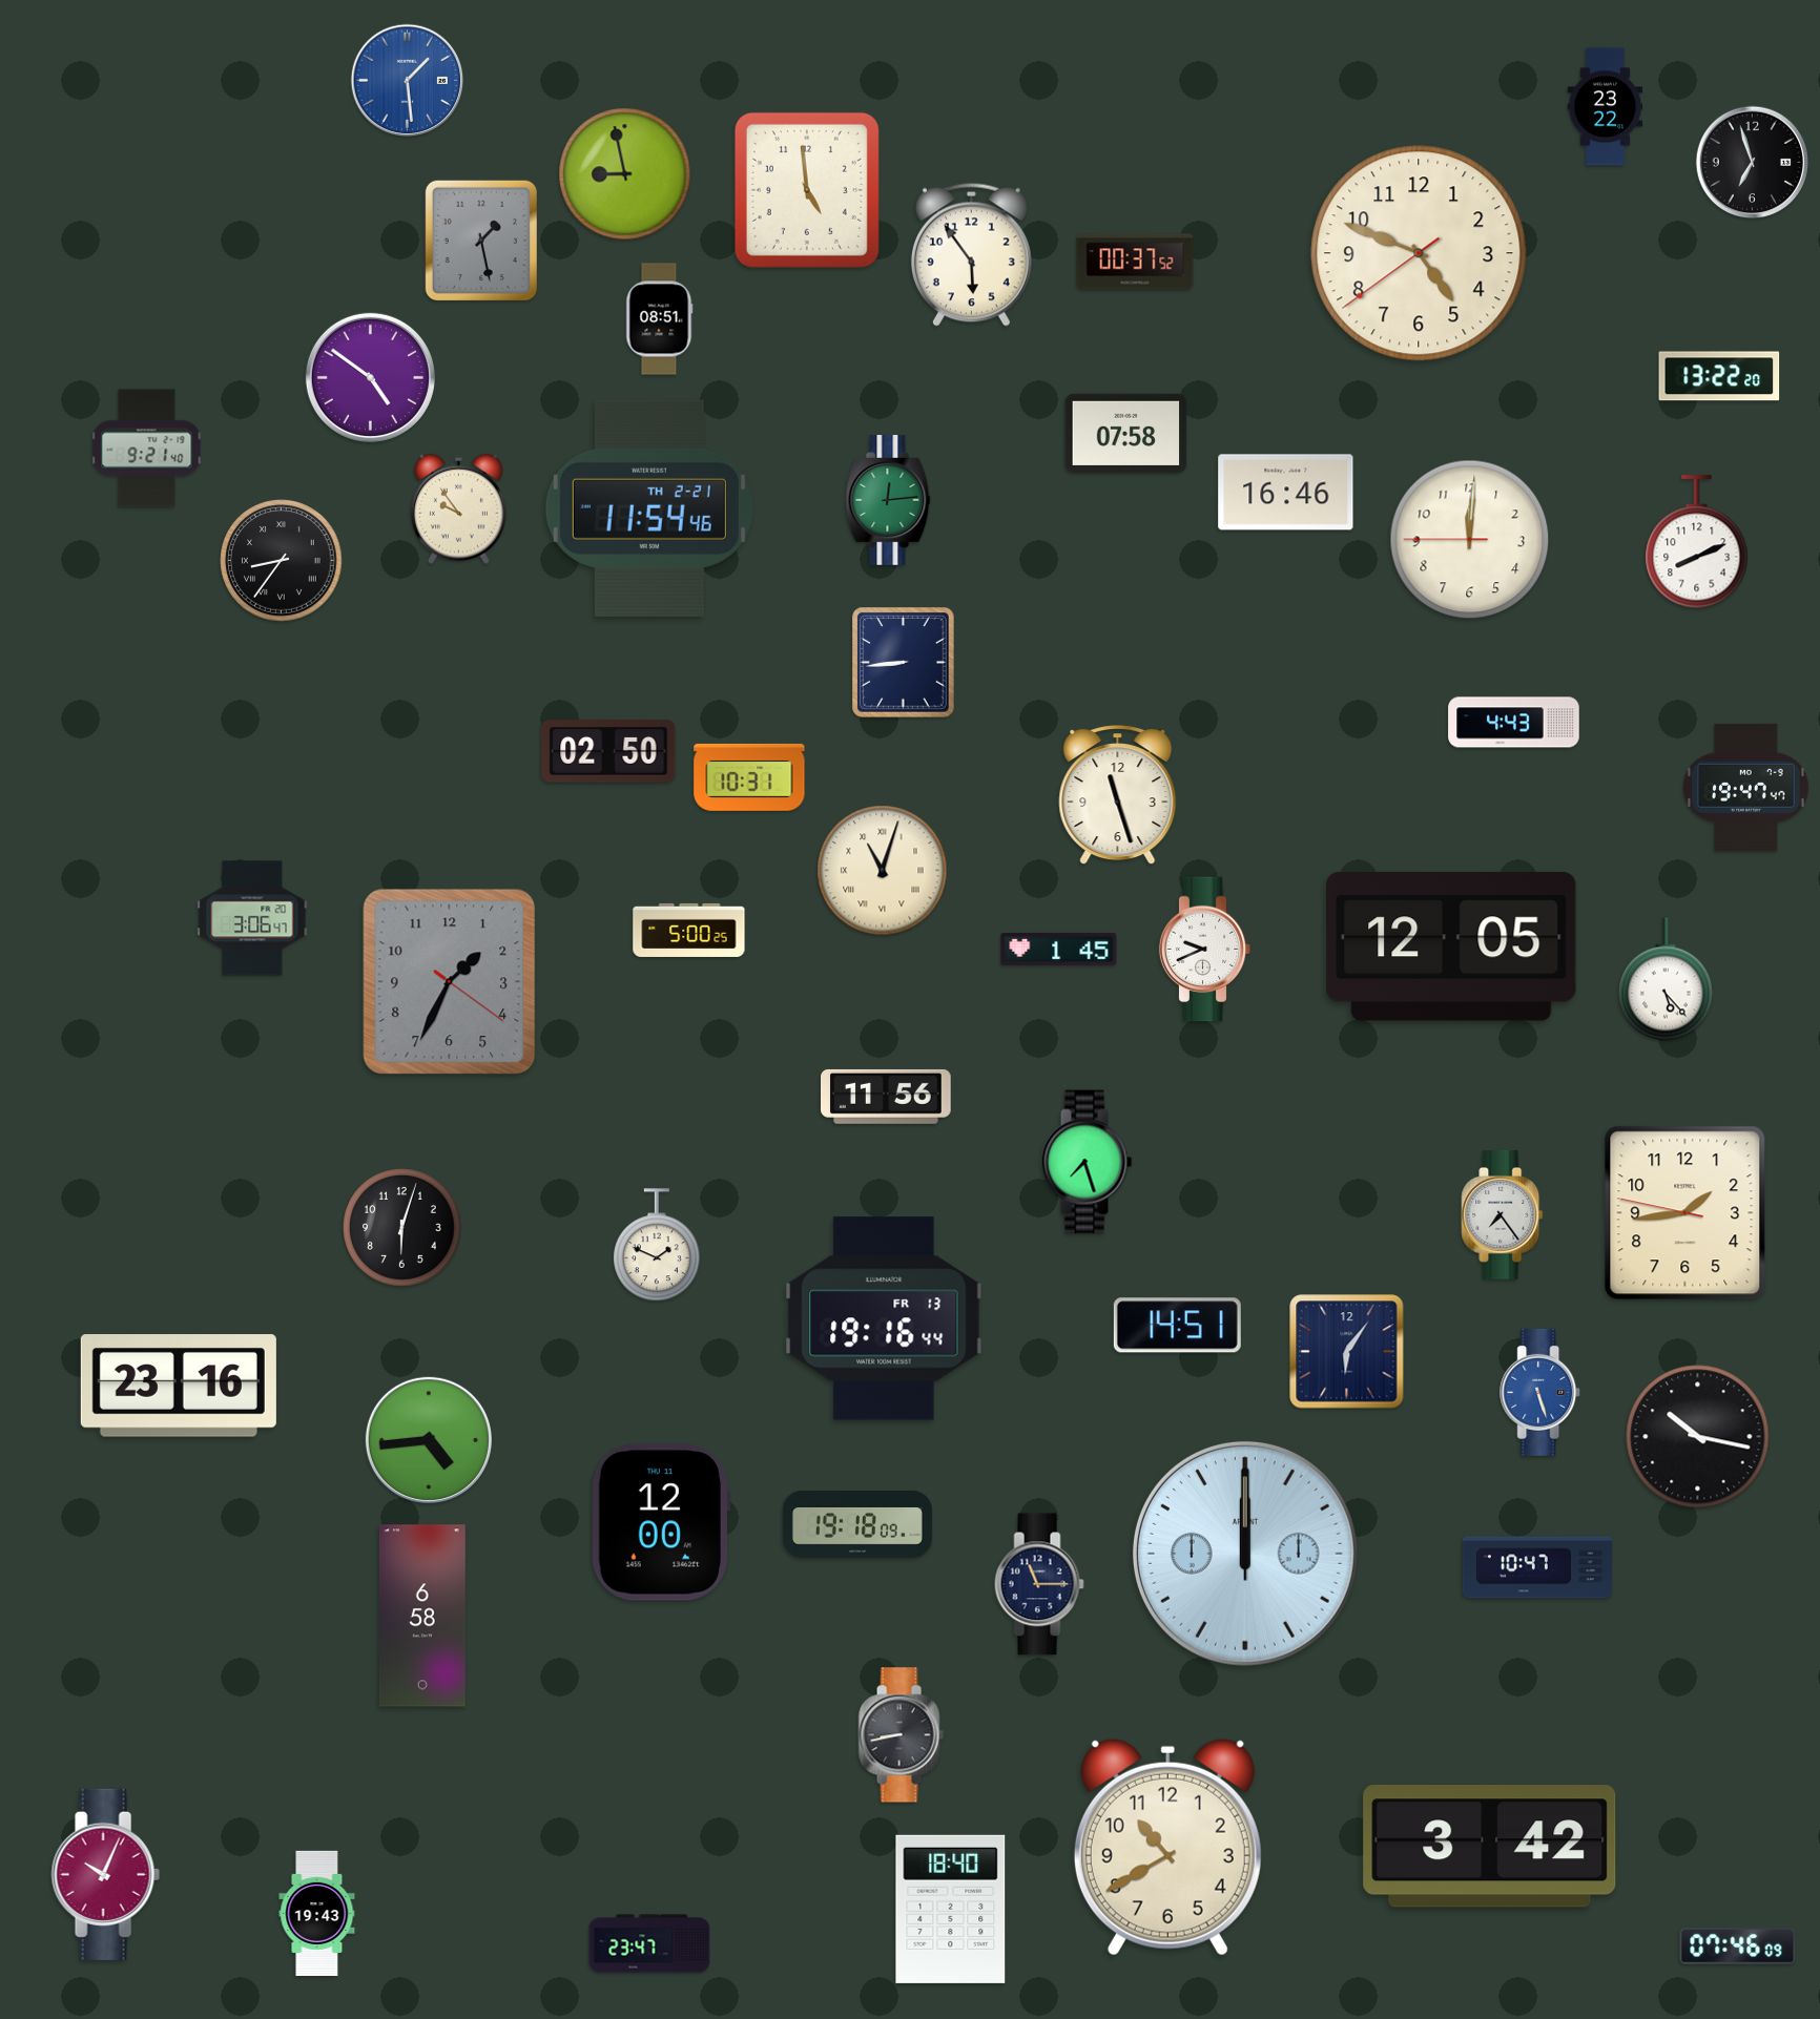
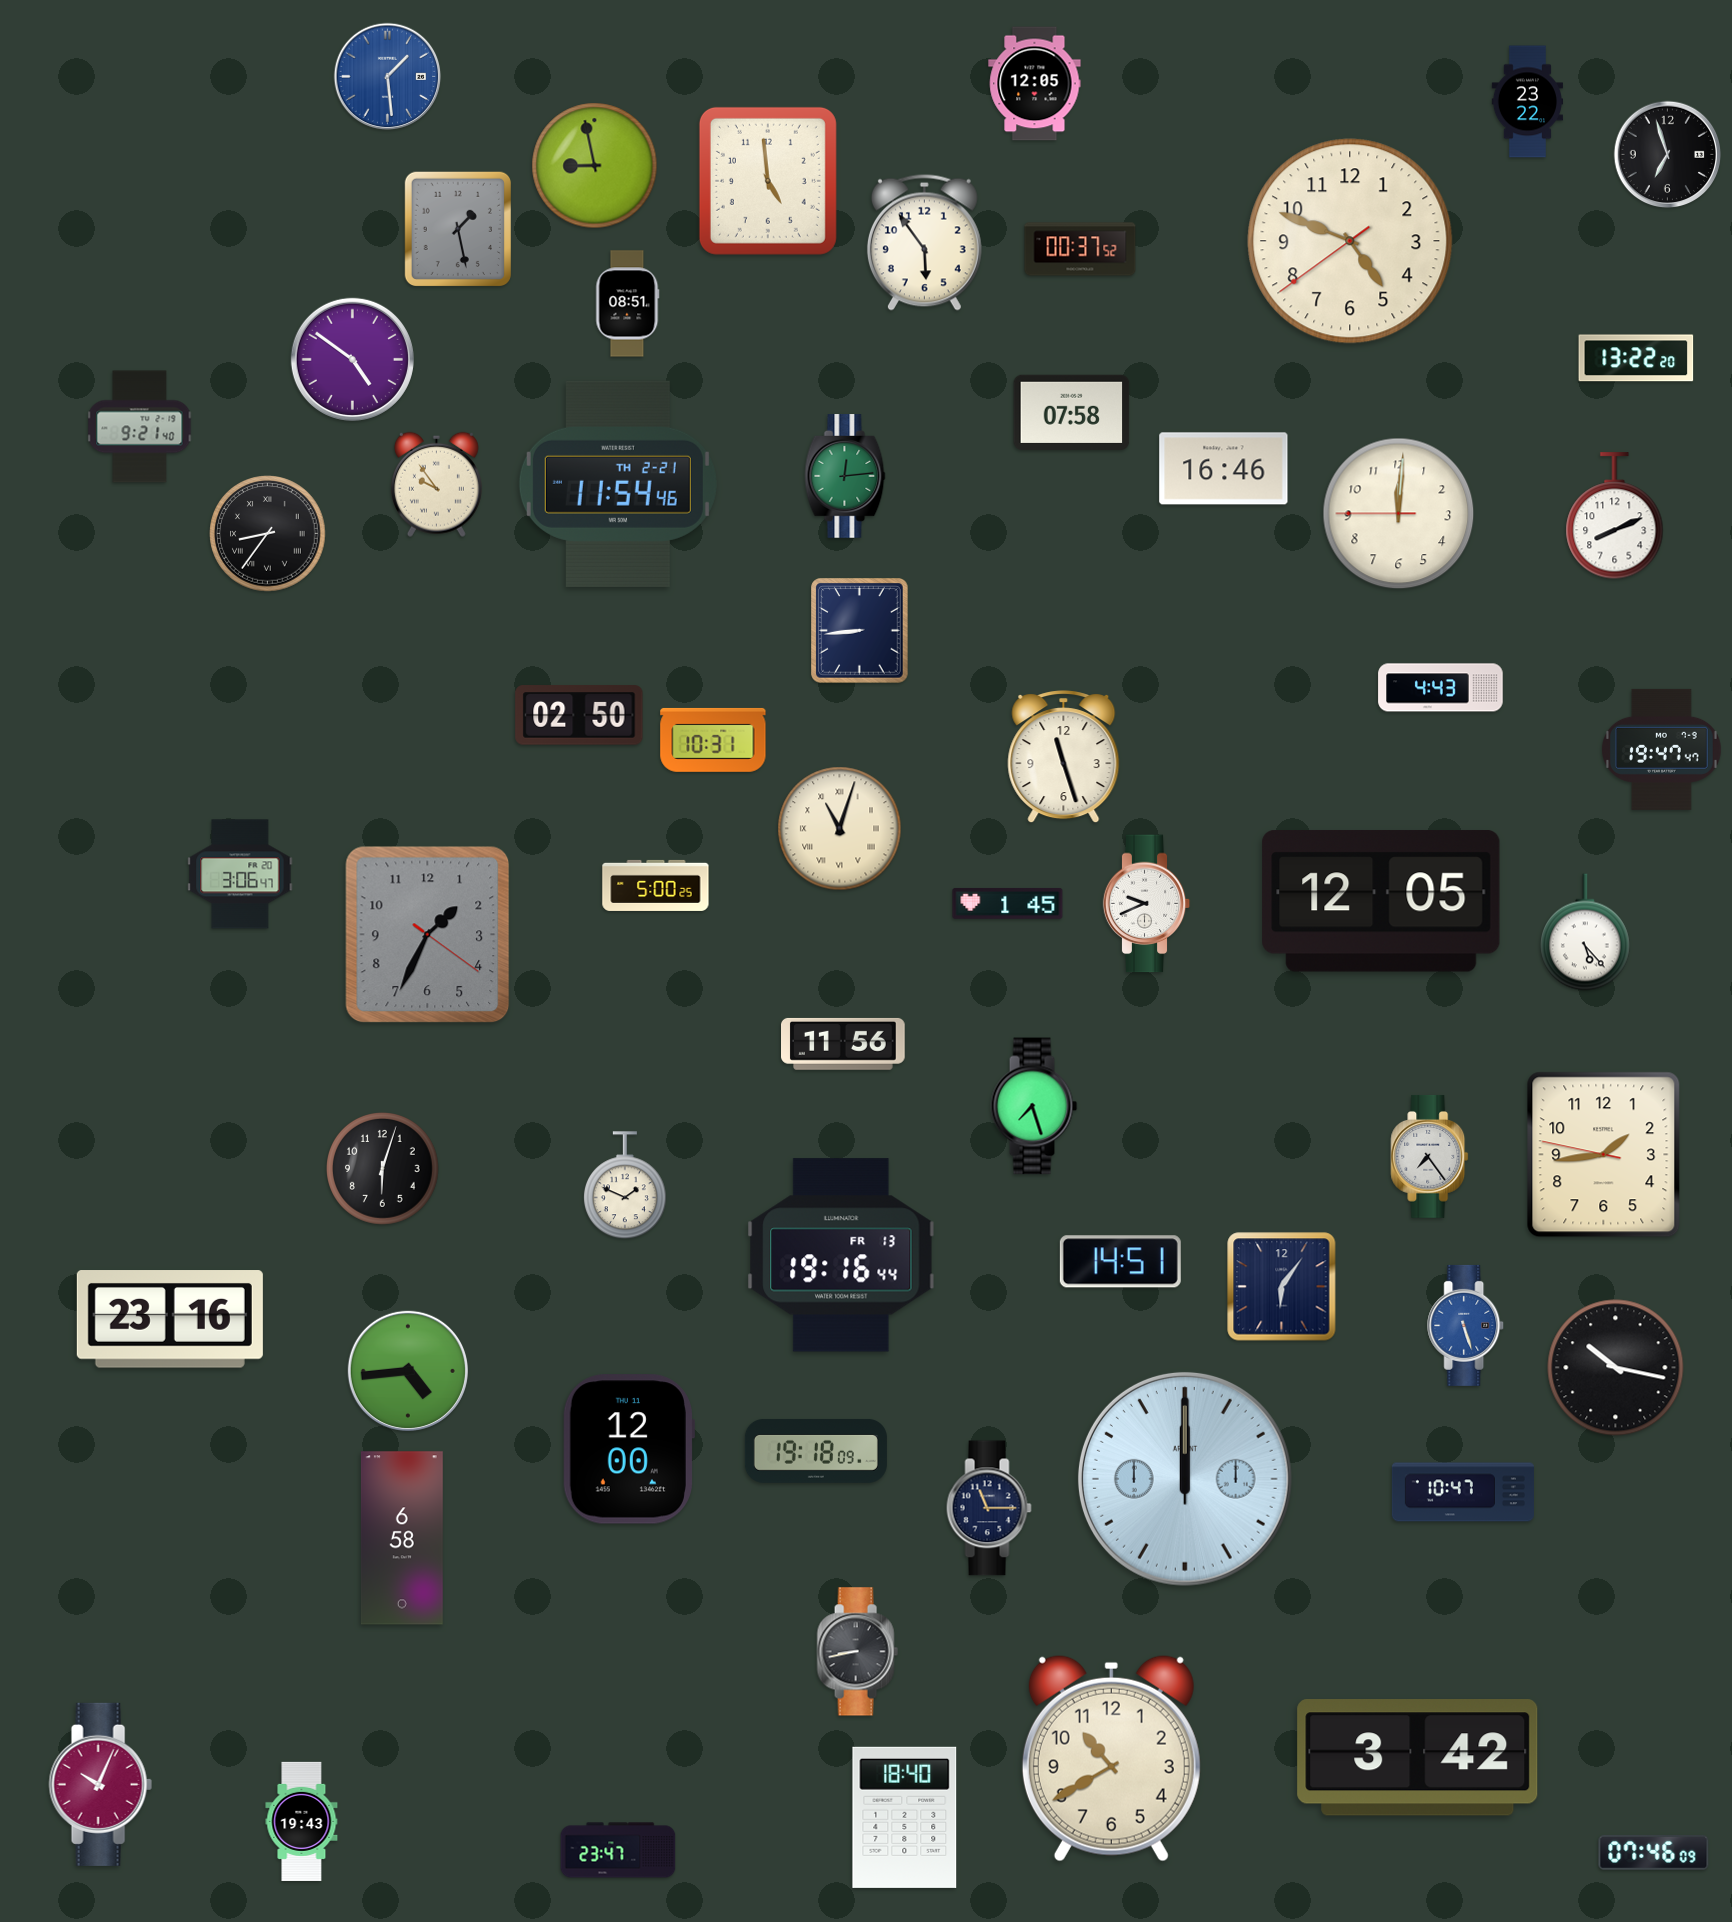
clock at (1035, 84): none -> 12:05
